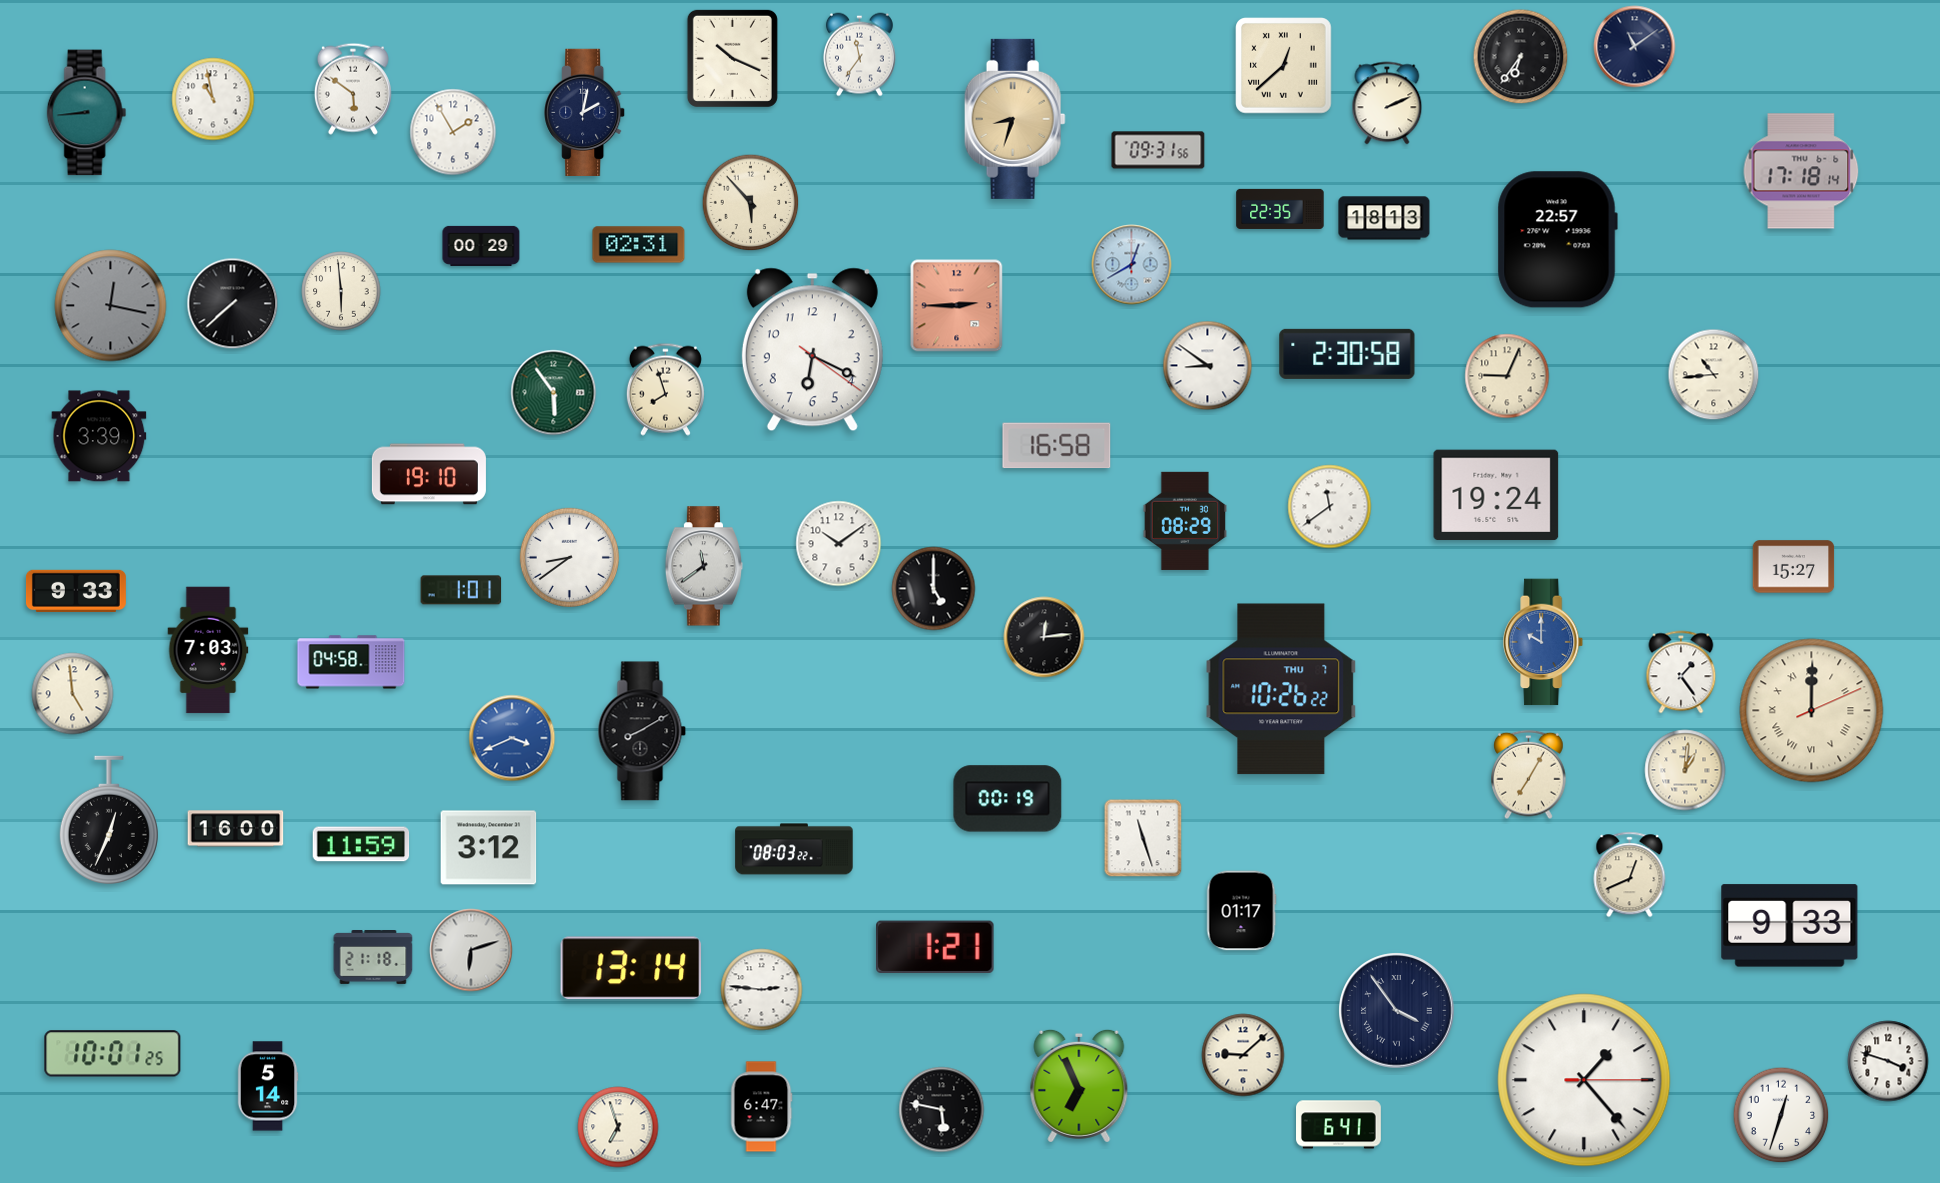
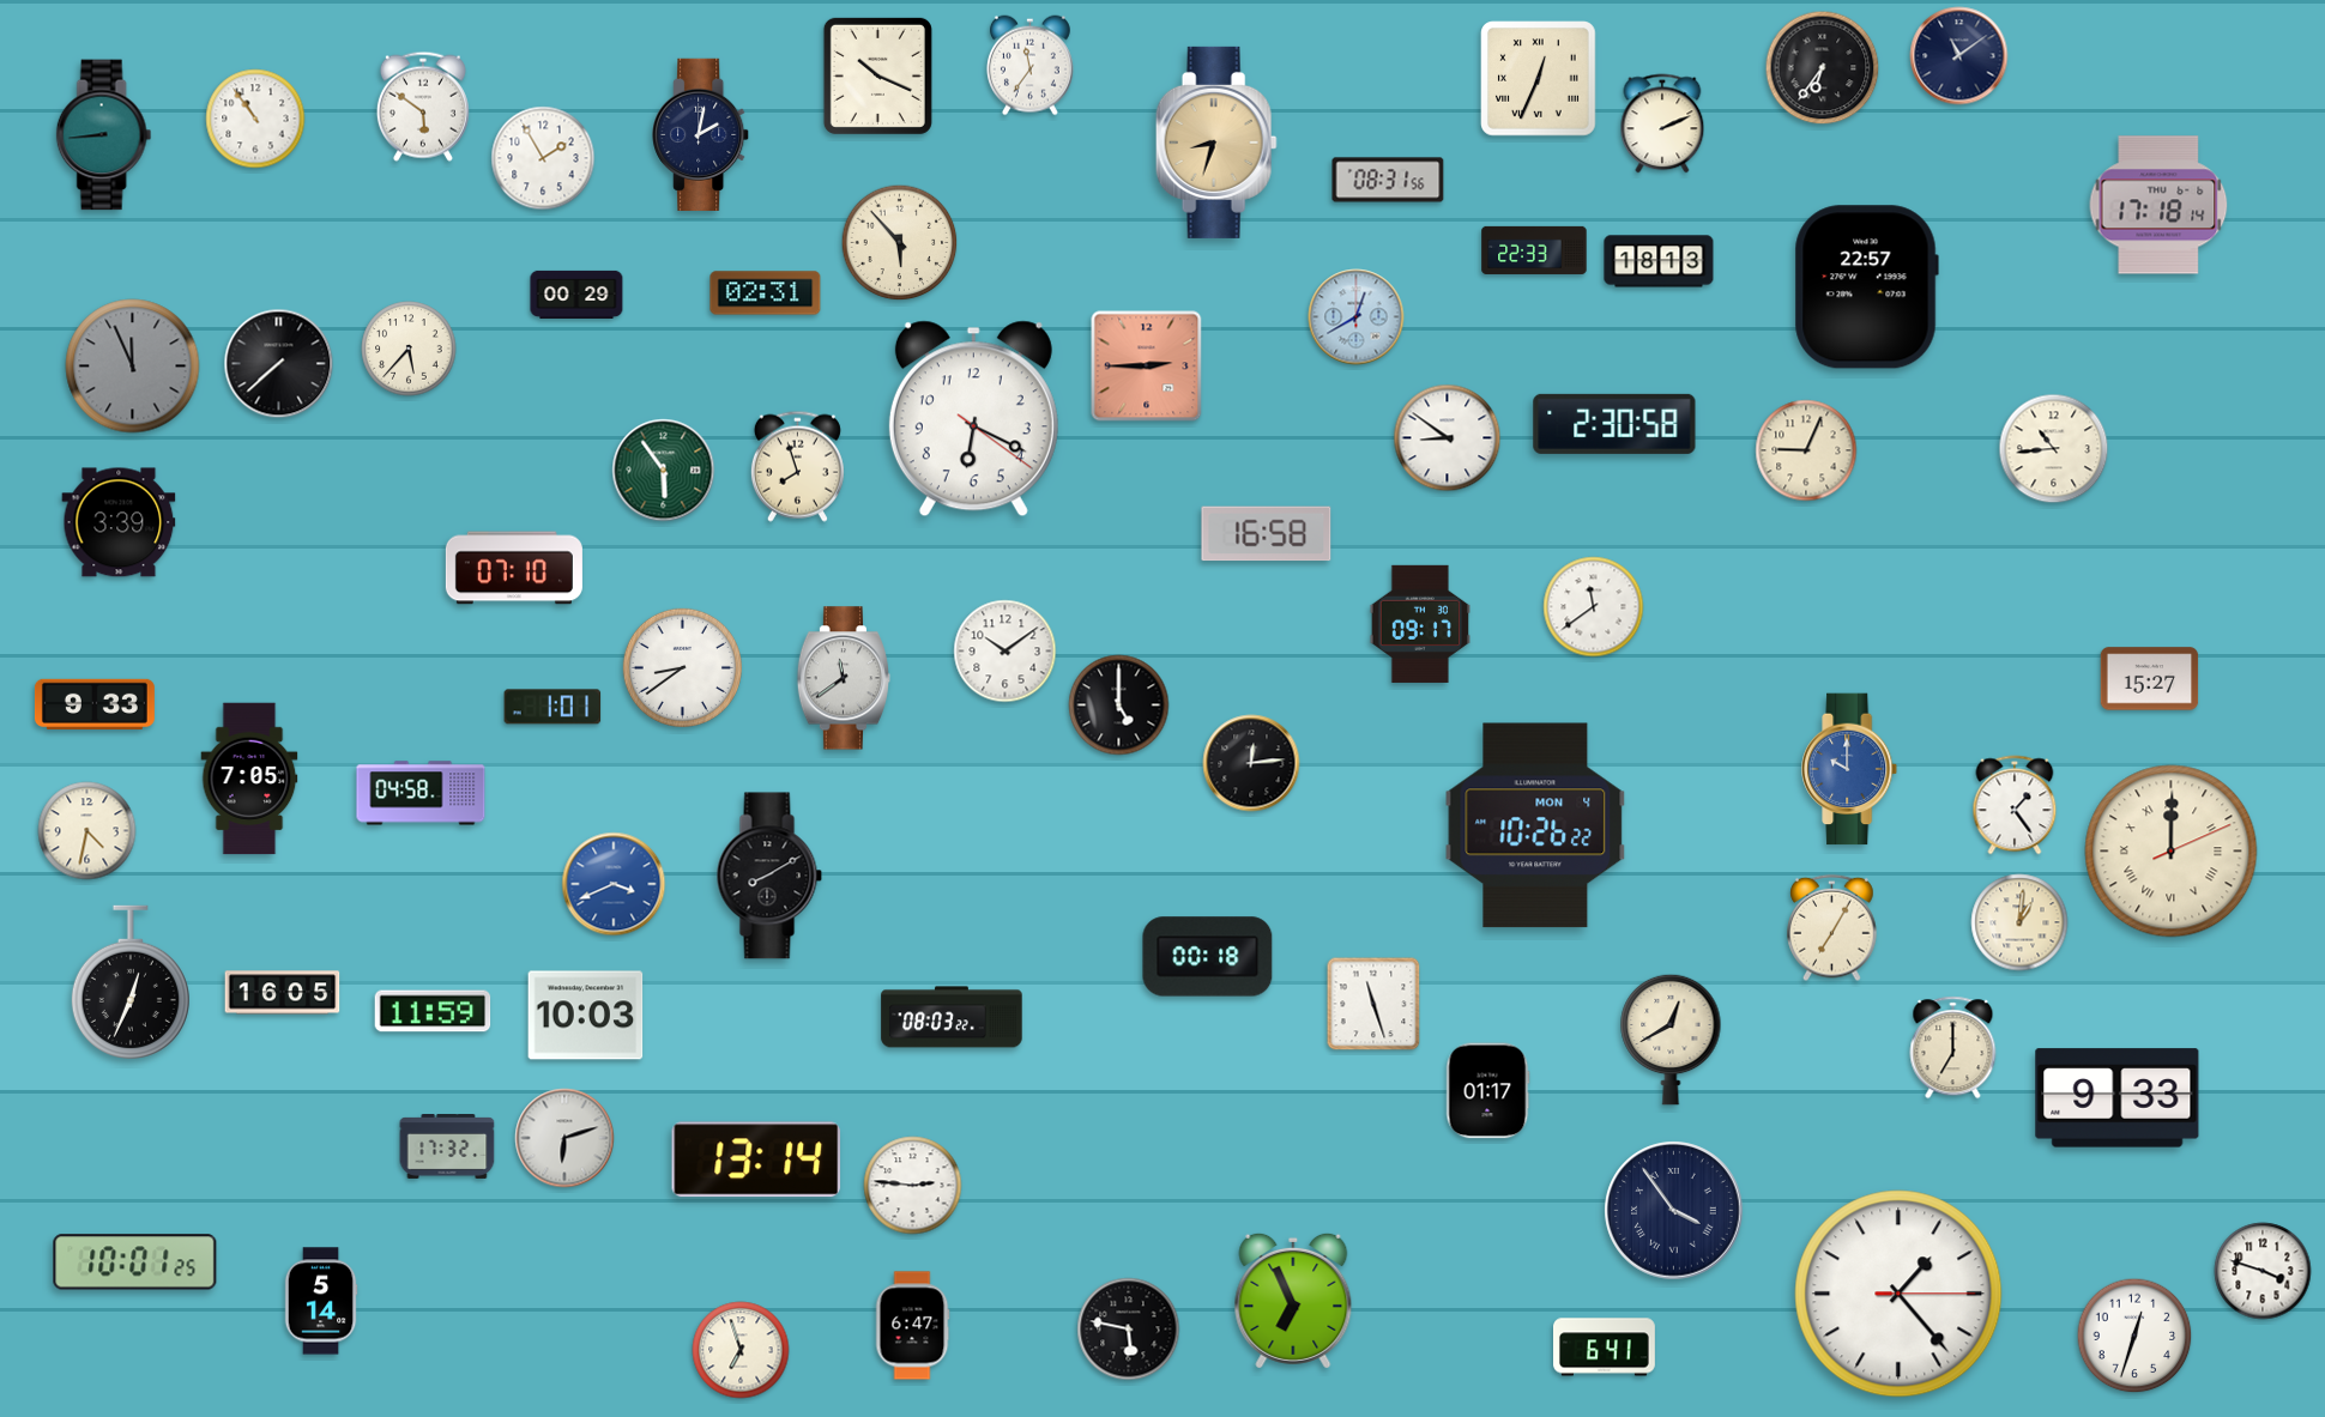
clock at (732, 58) position: (732, 58) -> (877, 75)
clock at (1284, 66): 12:38 -> 12:34
clock at (213, 99): 10:58 -> 10:54
clock at (1158, 150): 09:31 -> 08:31
clock at (1280, 209): 22:35 -> 22:33
clock at (341, 291): 5:59 -> 5:37
clock at (111, 306): 12:17 -> 11:56
clock at (429, 474): 19:10 -> 07:10
clock at (1496, 495): 19:24 -> none
clock at (1185, 521): 08:29 -> 09:17
clock at (76, 591) position: (76, 591) -> (95, 704)
clock at (208, 650): 7:03 -> 7:05
clock at (1281, 689) date: THU 7 -> MON 4
clock at (73, 694): 4:59 -> 4:32
clock at (1008, 799): 00:19 -> 00:18
clock at (236, 829): 16:00 -> 16:05
clock at (1143, 838) position: (1143, 838) -> (1373, 1004)
clock at (489, 848): 3:12 -> 10:03
clock at (1671, 1040): none -> 12:40
clock at (1630, 875): 12:41 -> 7:00
clock at (1790, 926) position: (1790, 926) -> (2118, 1098)
clock at (935, 947): 1:21 -> none
clock at (373, 958): 21:18 -> 17:32
clock at (1243, 1055): 9:08 -> none
